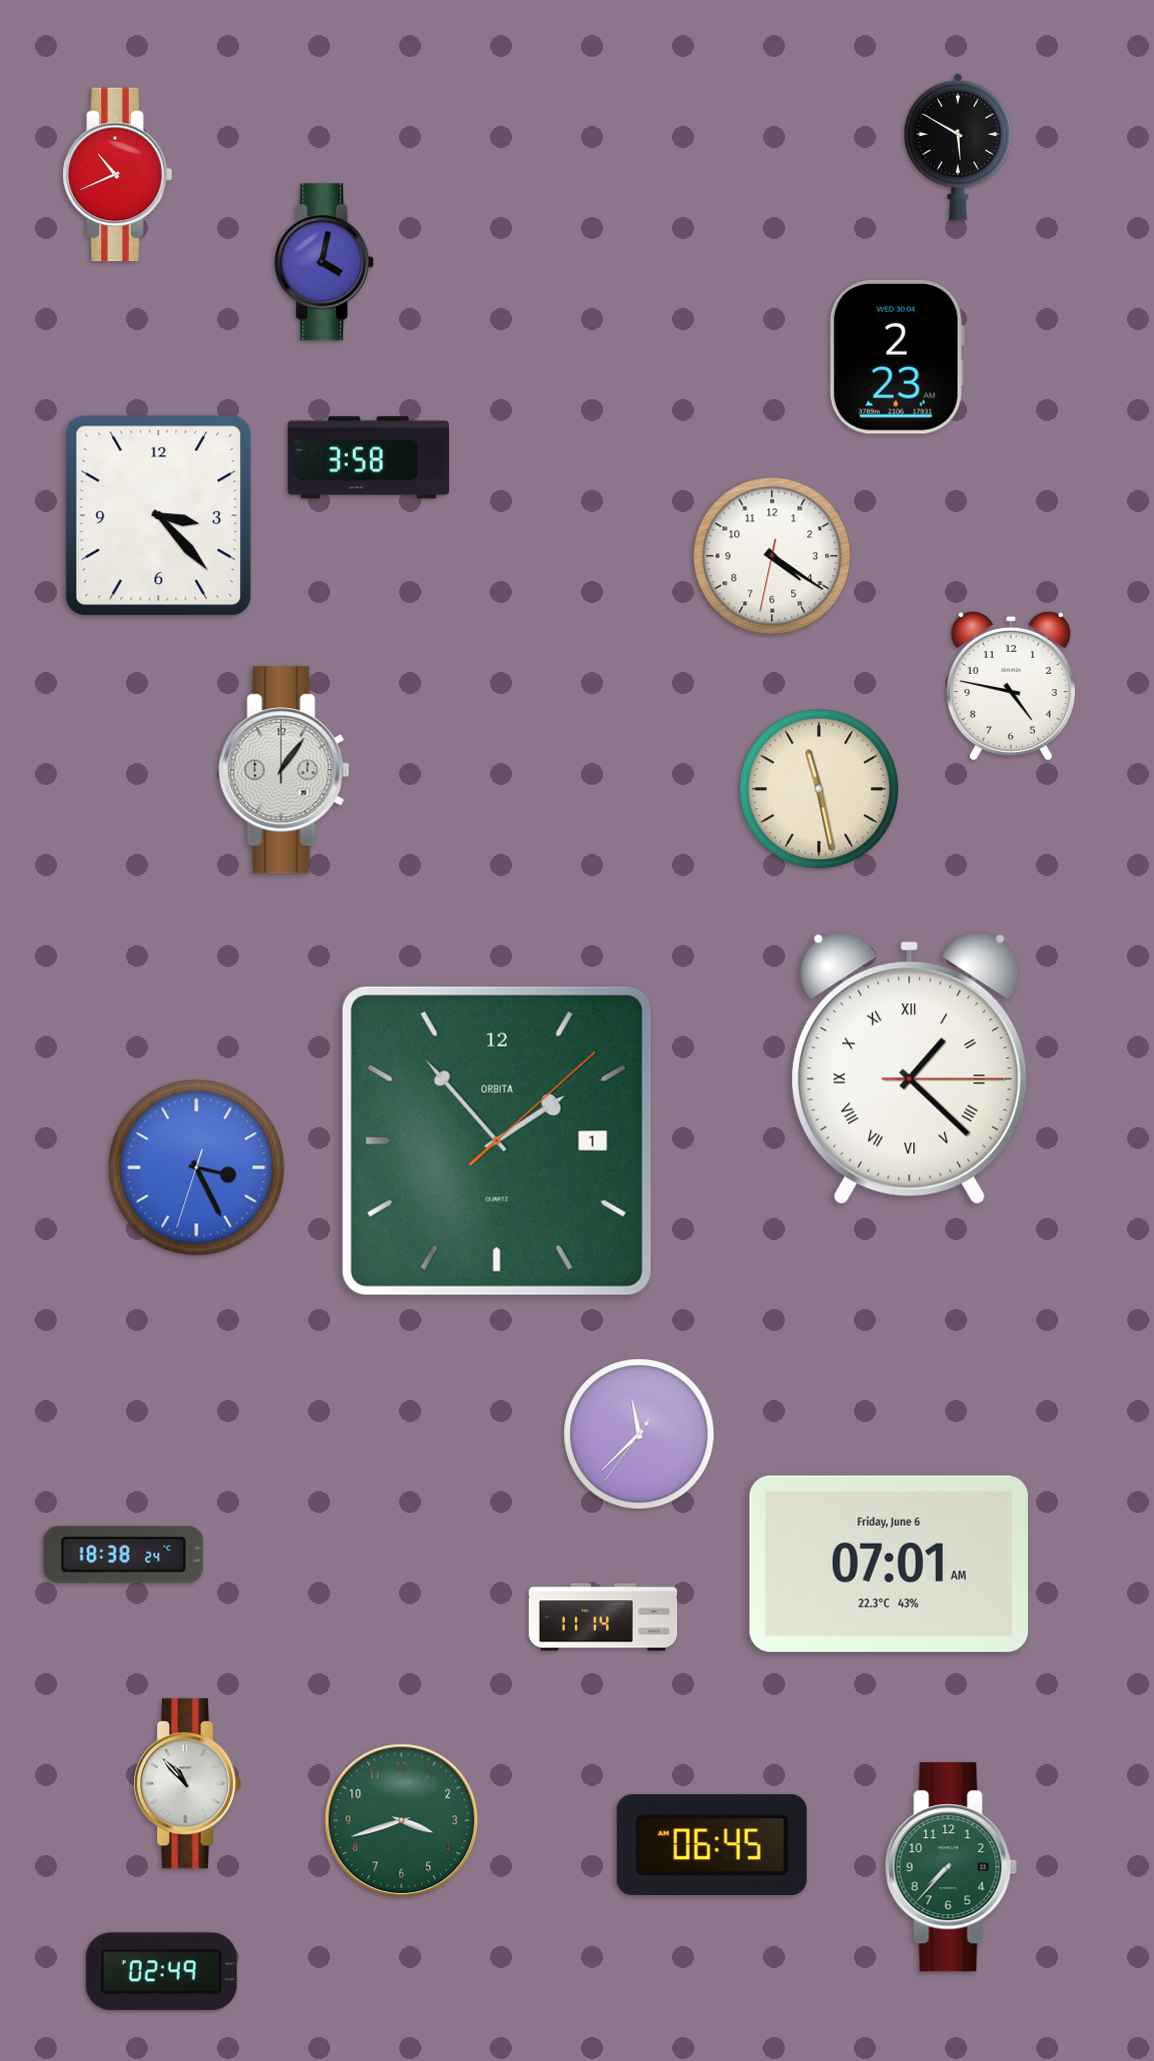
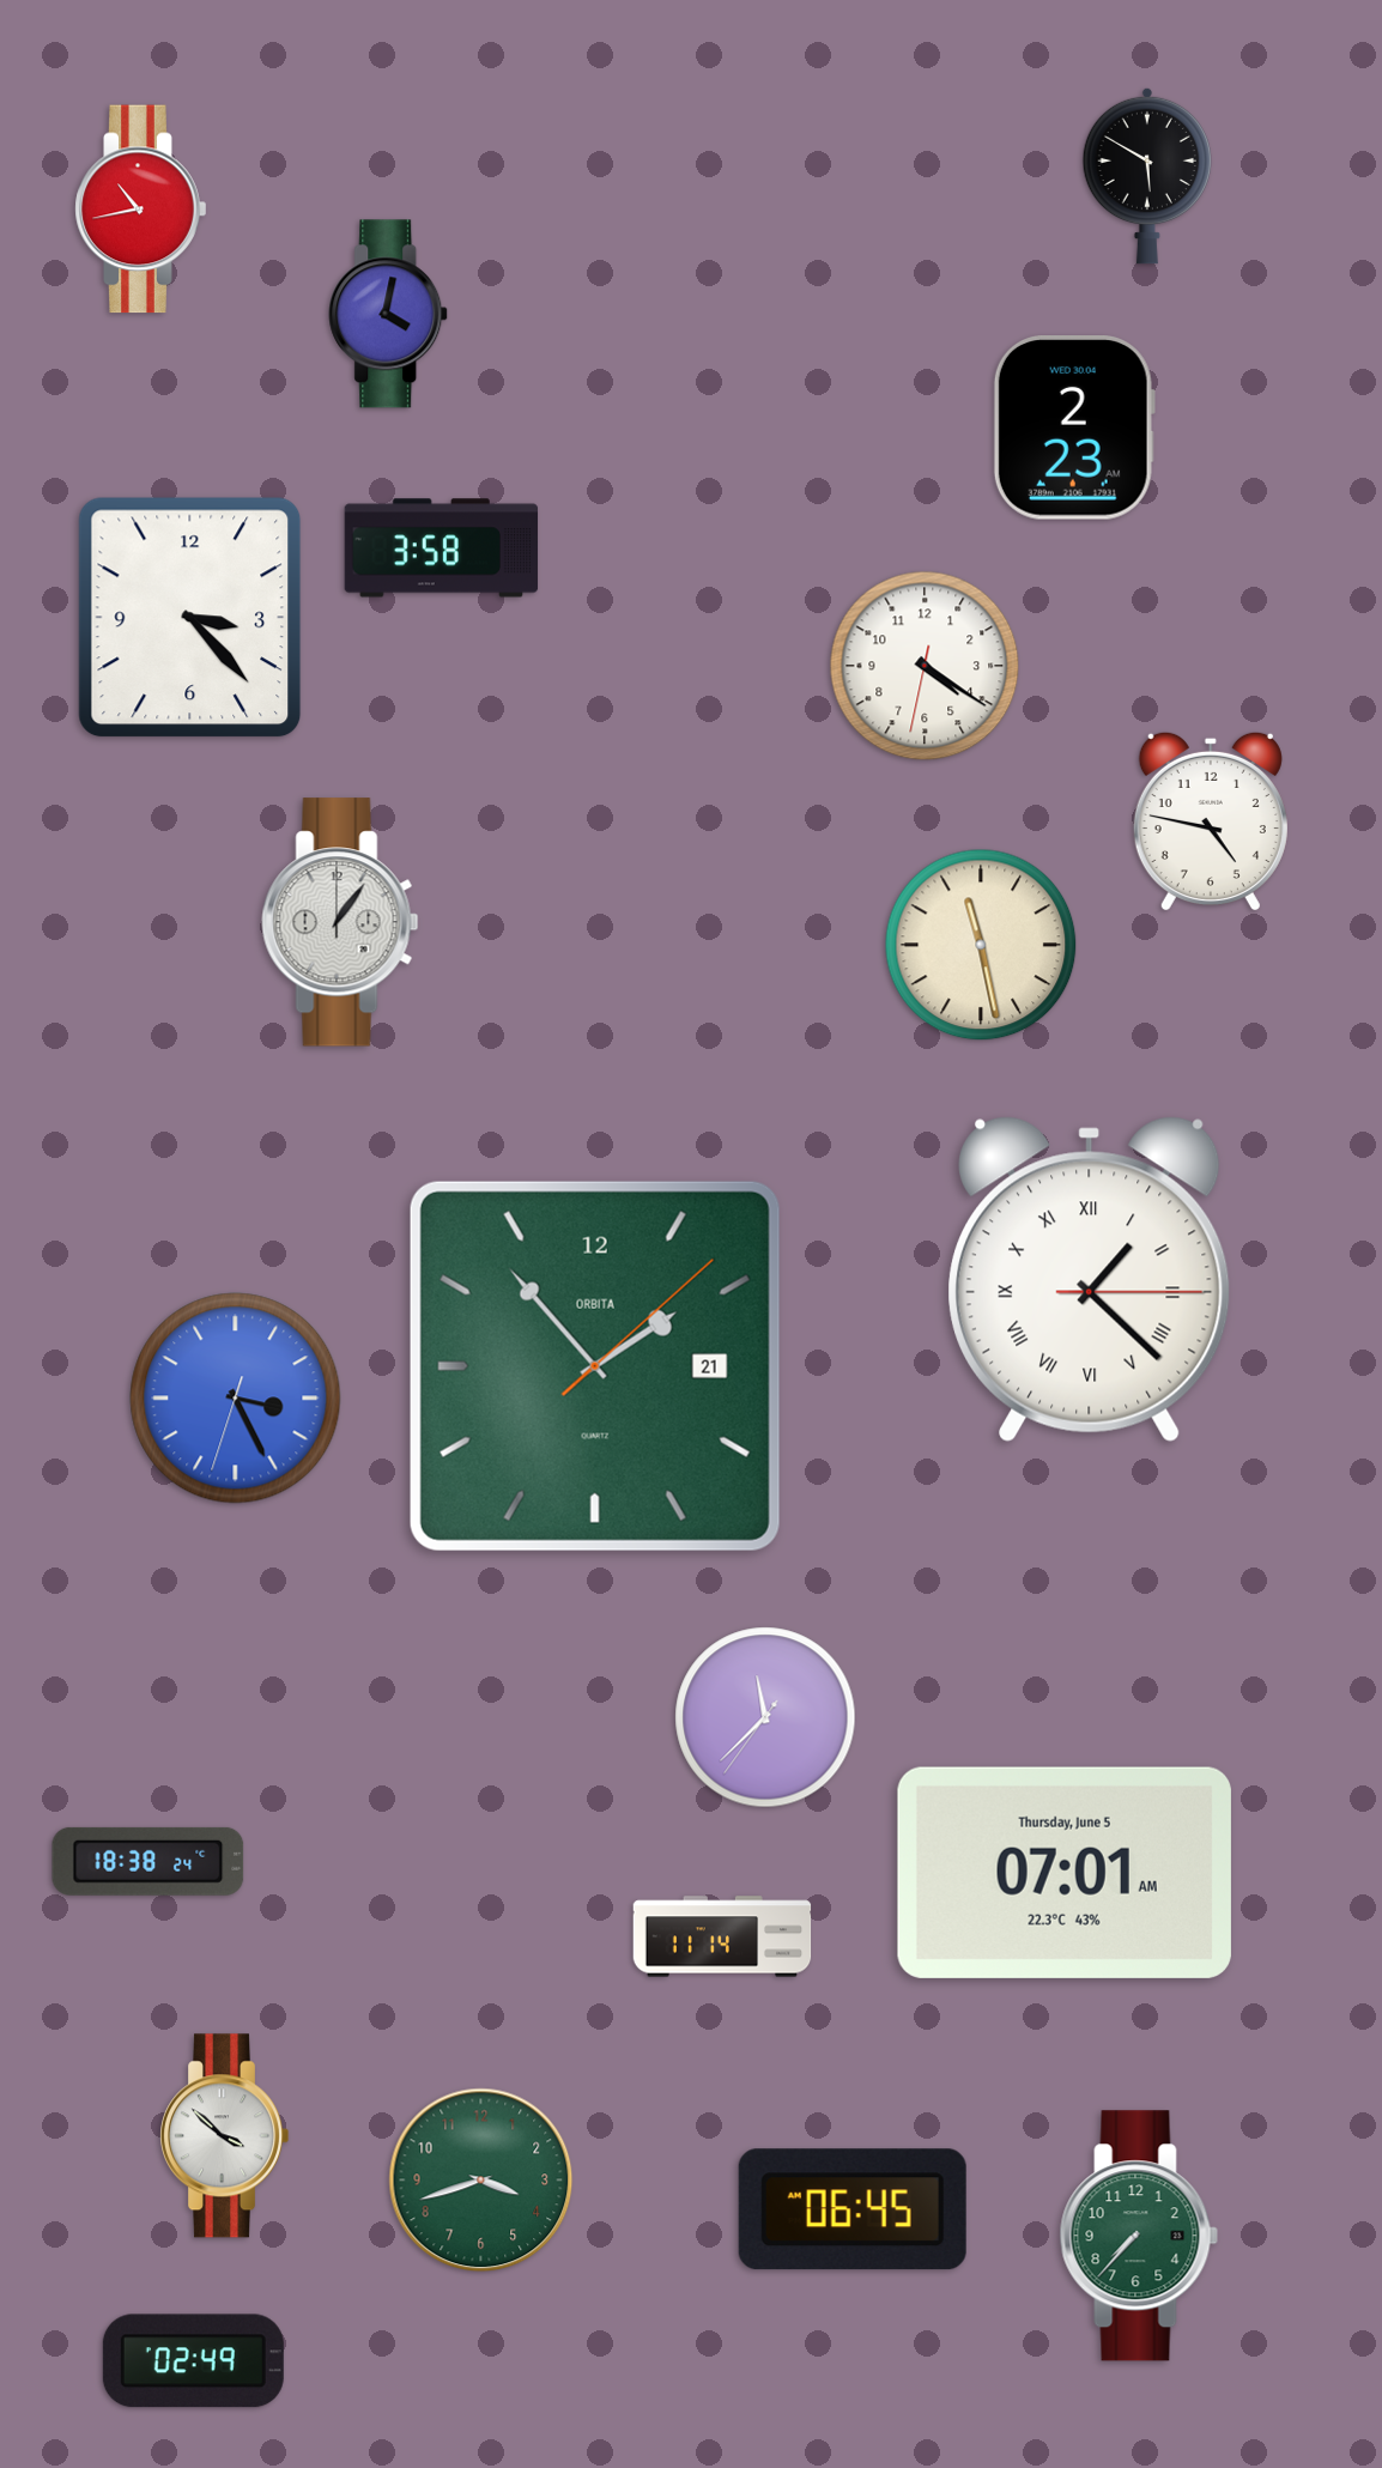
clock at (118, 175): 10:41 -> 10:43
clock at (497, 1141) date: 1 -> 21
clock at (889, 1564) date: Friday, June 6 -> Thursday, June 5
clock at (188, 1784): 10:53 -> 3:52
